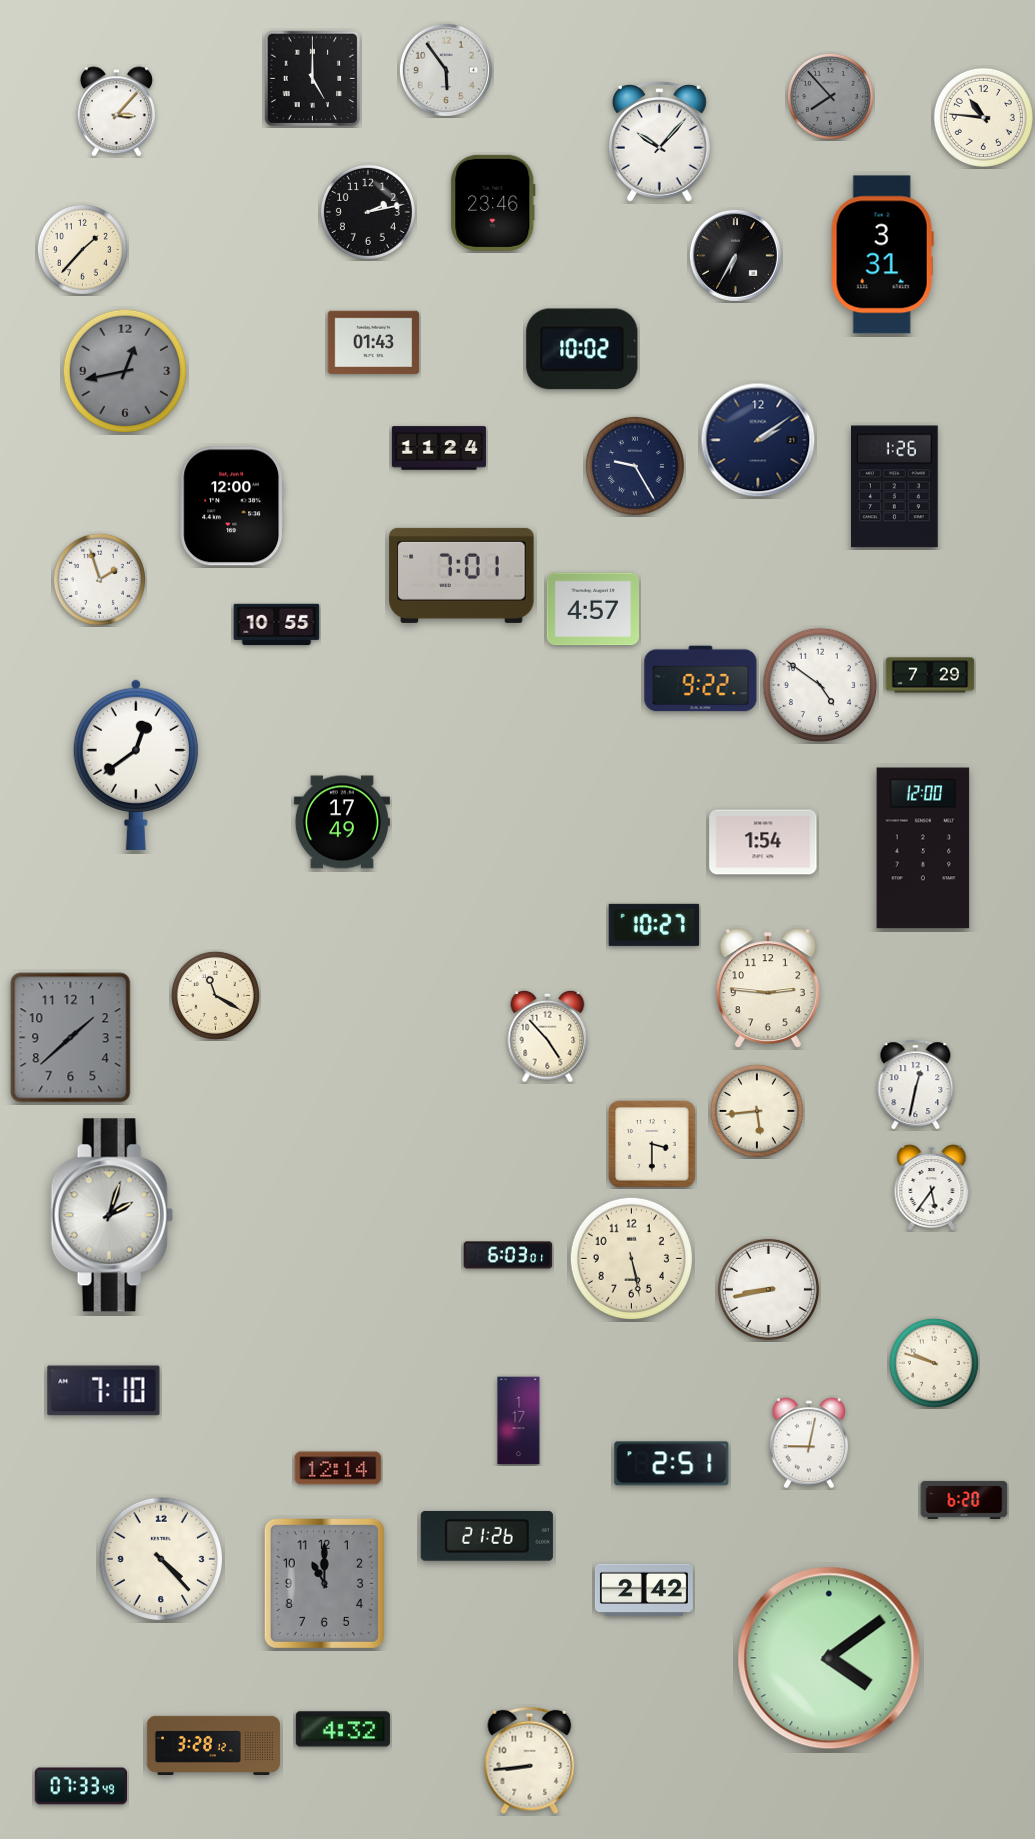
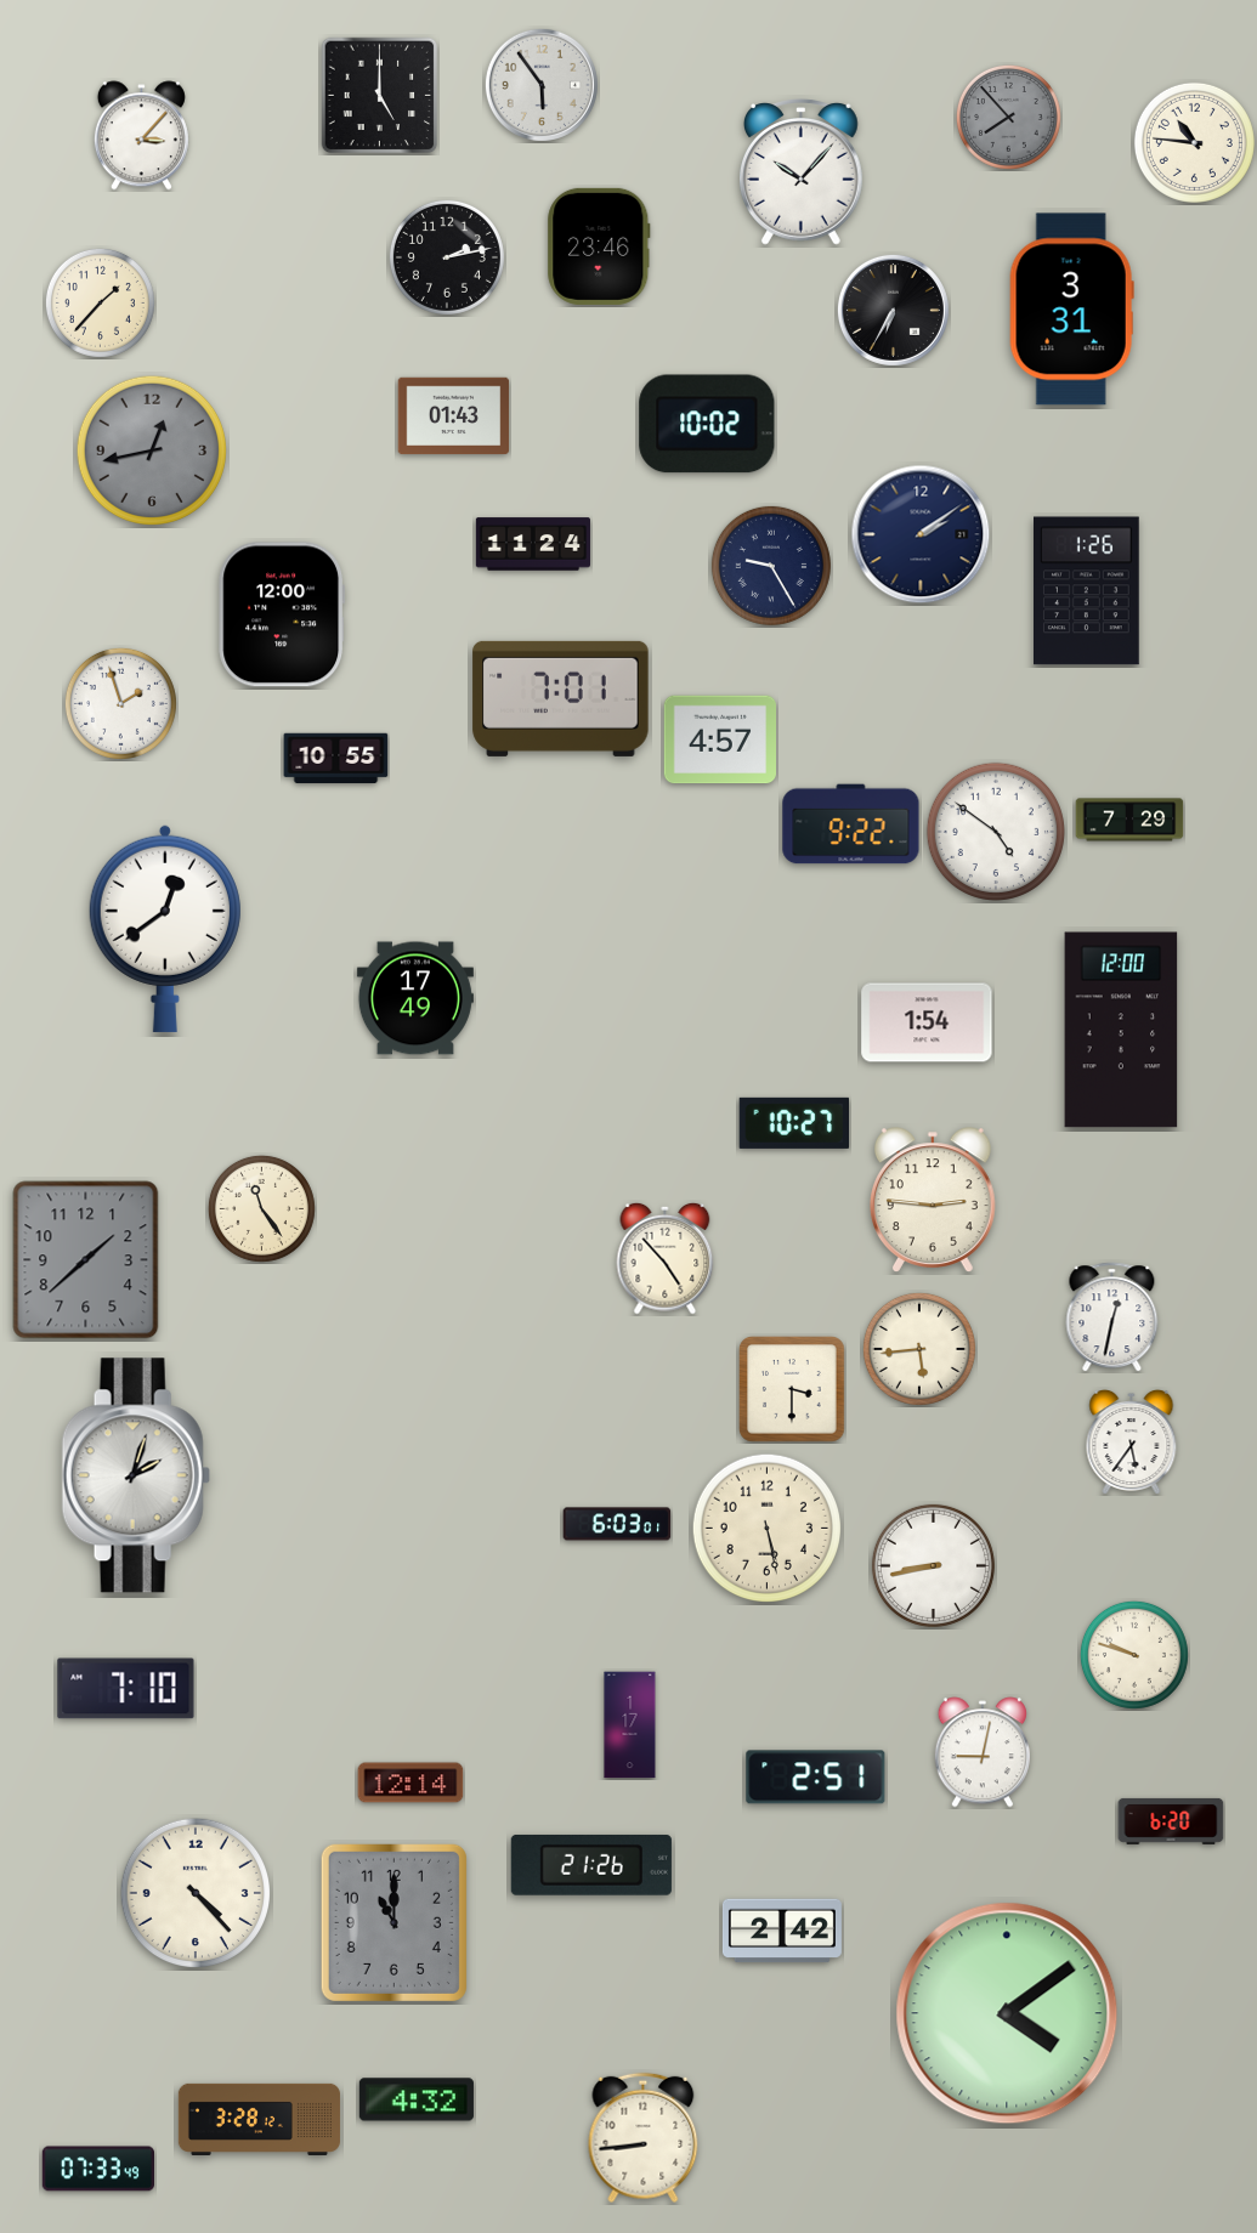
clock at (215, 995): 11:20 -> 11:24
